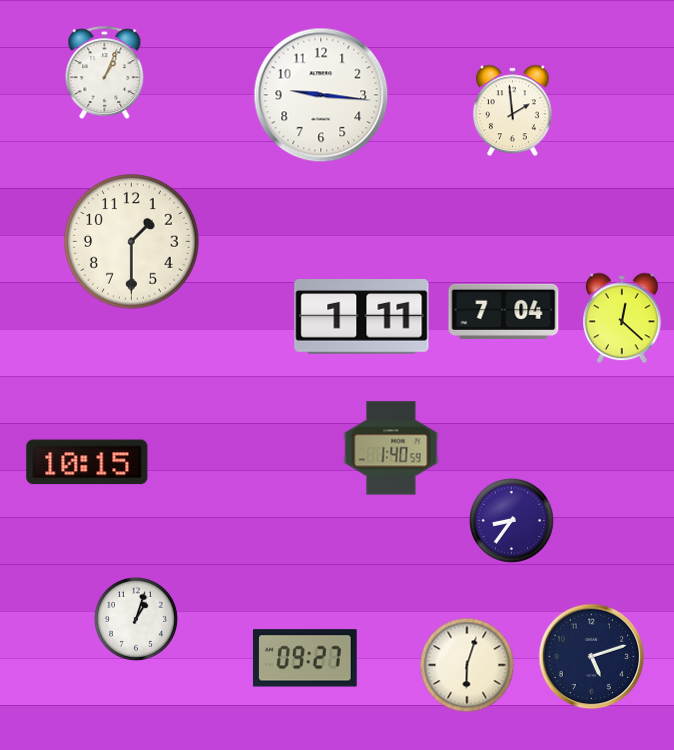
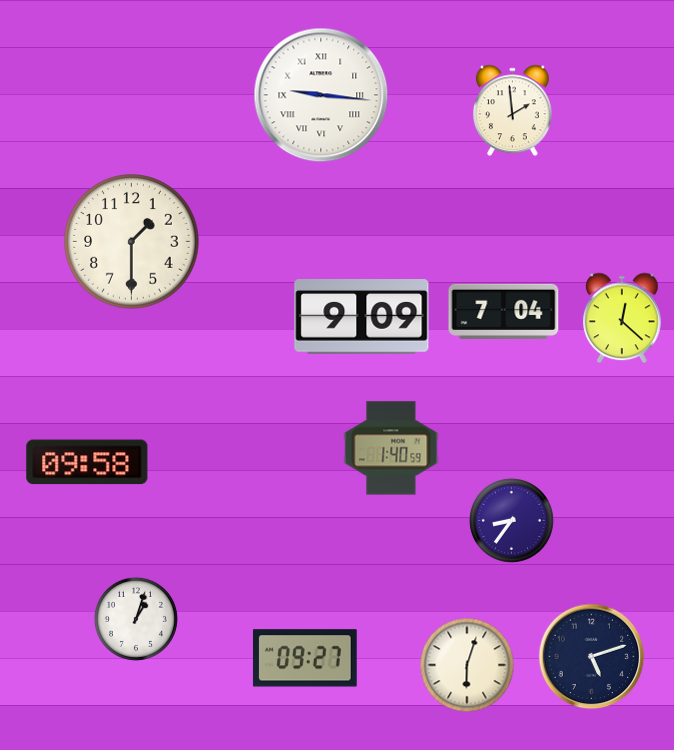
clock at (105, 72): 1:04 -> none
clock at (321, 95) numerals: Arabic -> Roman
clock at (362, 317): 1:11 -> 9:09
clock at (87, 462): 10:15 -> 09:58
